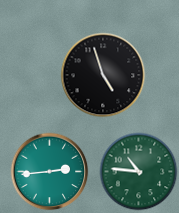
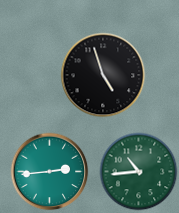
clock at (138, 171): 10:46 -> 10:44
